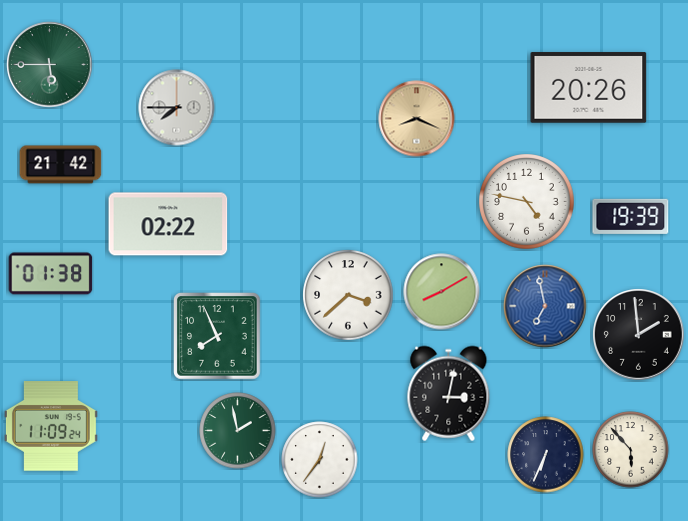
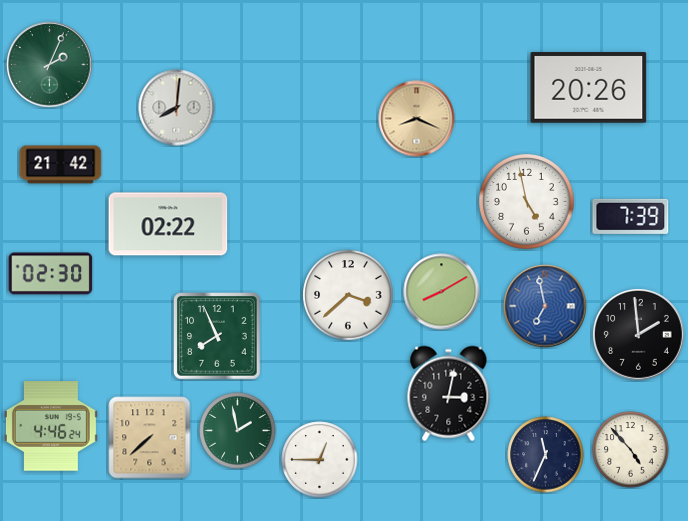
clock at (50, 65): 5:45 -> 2:04
clock at (177, 108): 7:45 -> 8:01
clock at (527, 202): 4:47 -> 4:58
clock at (631, 216): 19:39 -> 7:39
clock at (51, 274): 01:38 -> 02:30
clock at (51, 426): 11:09 -> 4:46
clock at (150, 438): none -> 7:38
clock at (631, 450): 5:53 -> 4:53
clock at (546, 455): 6:34 -> 11:34
clock at (320, 460): 12:36 -> 12:45
